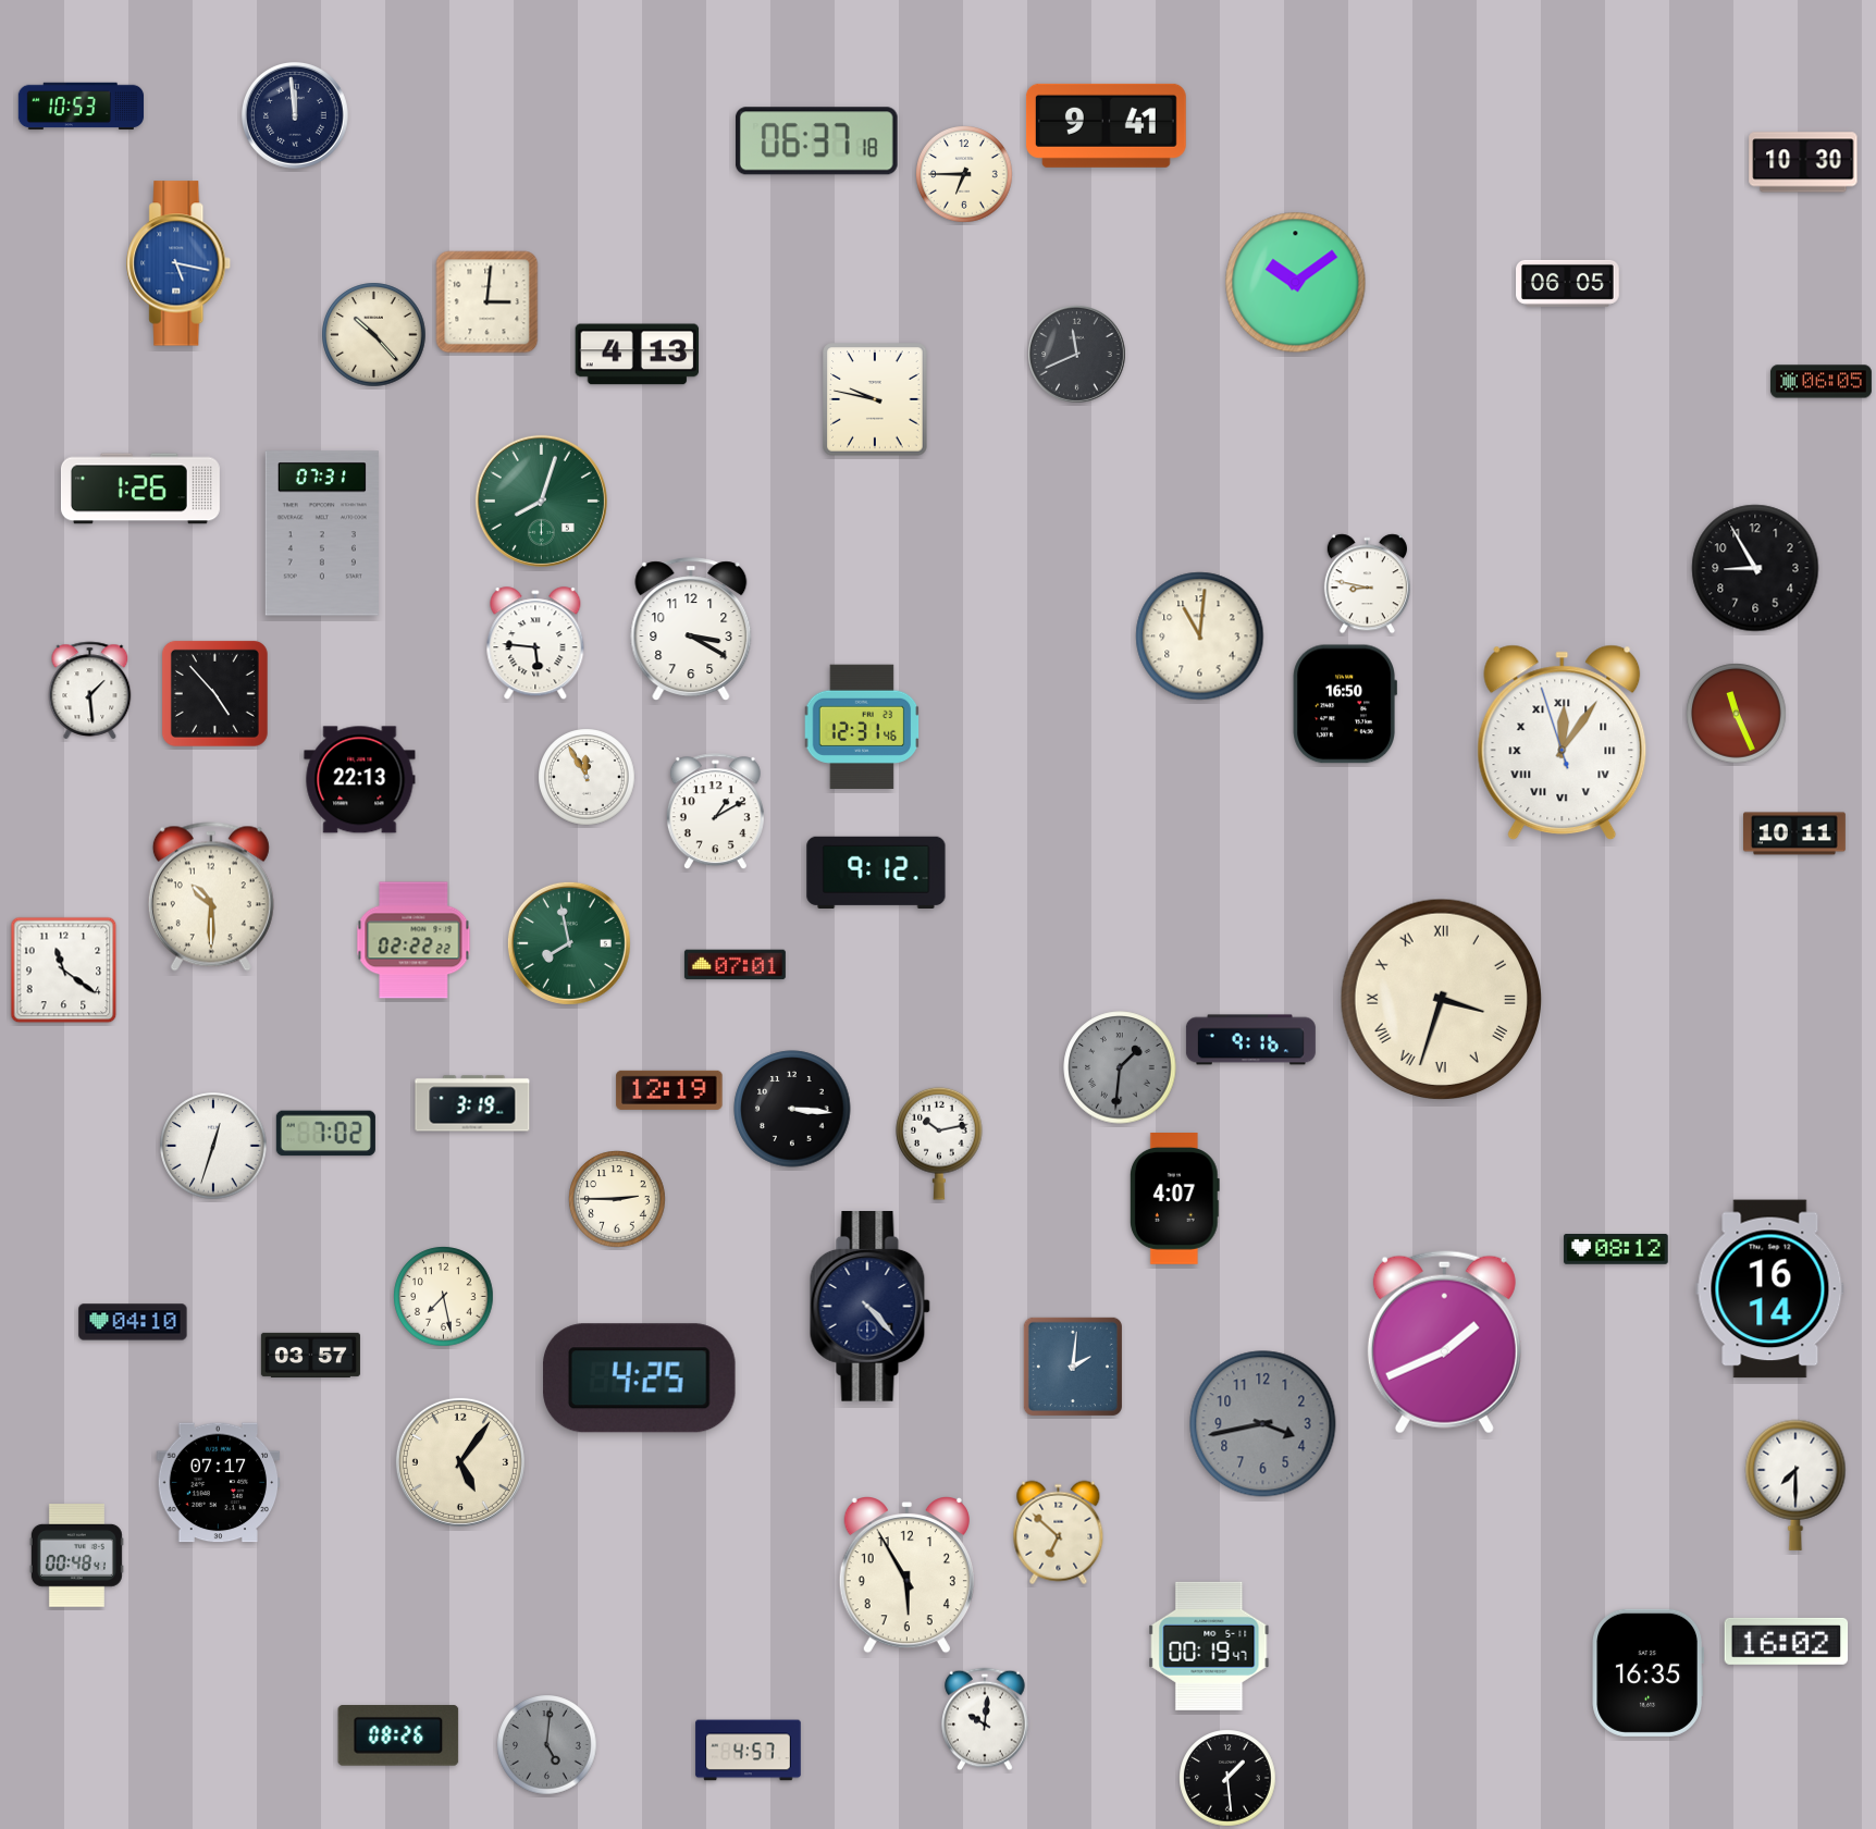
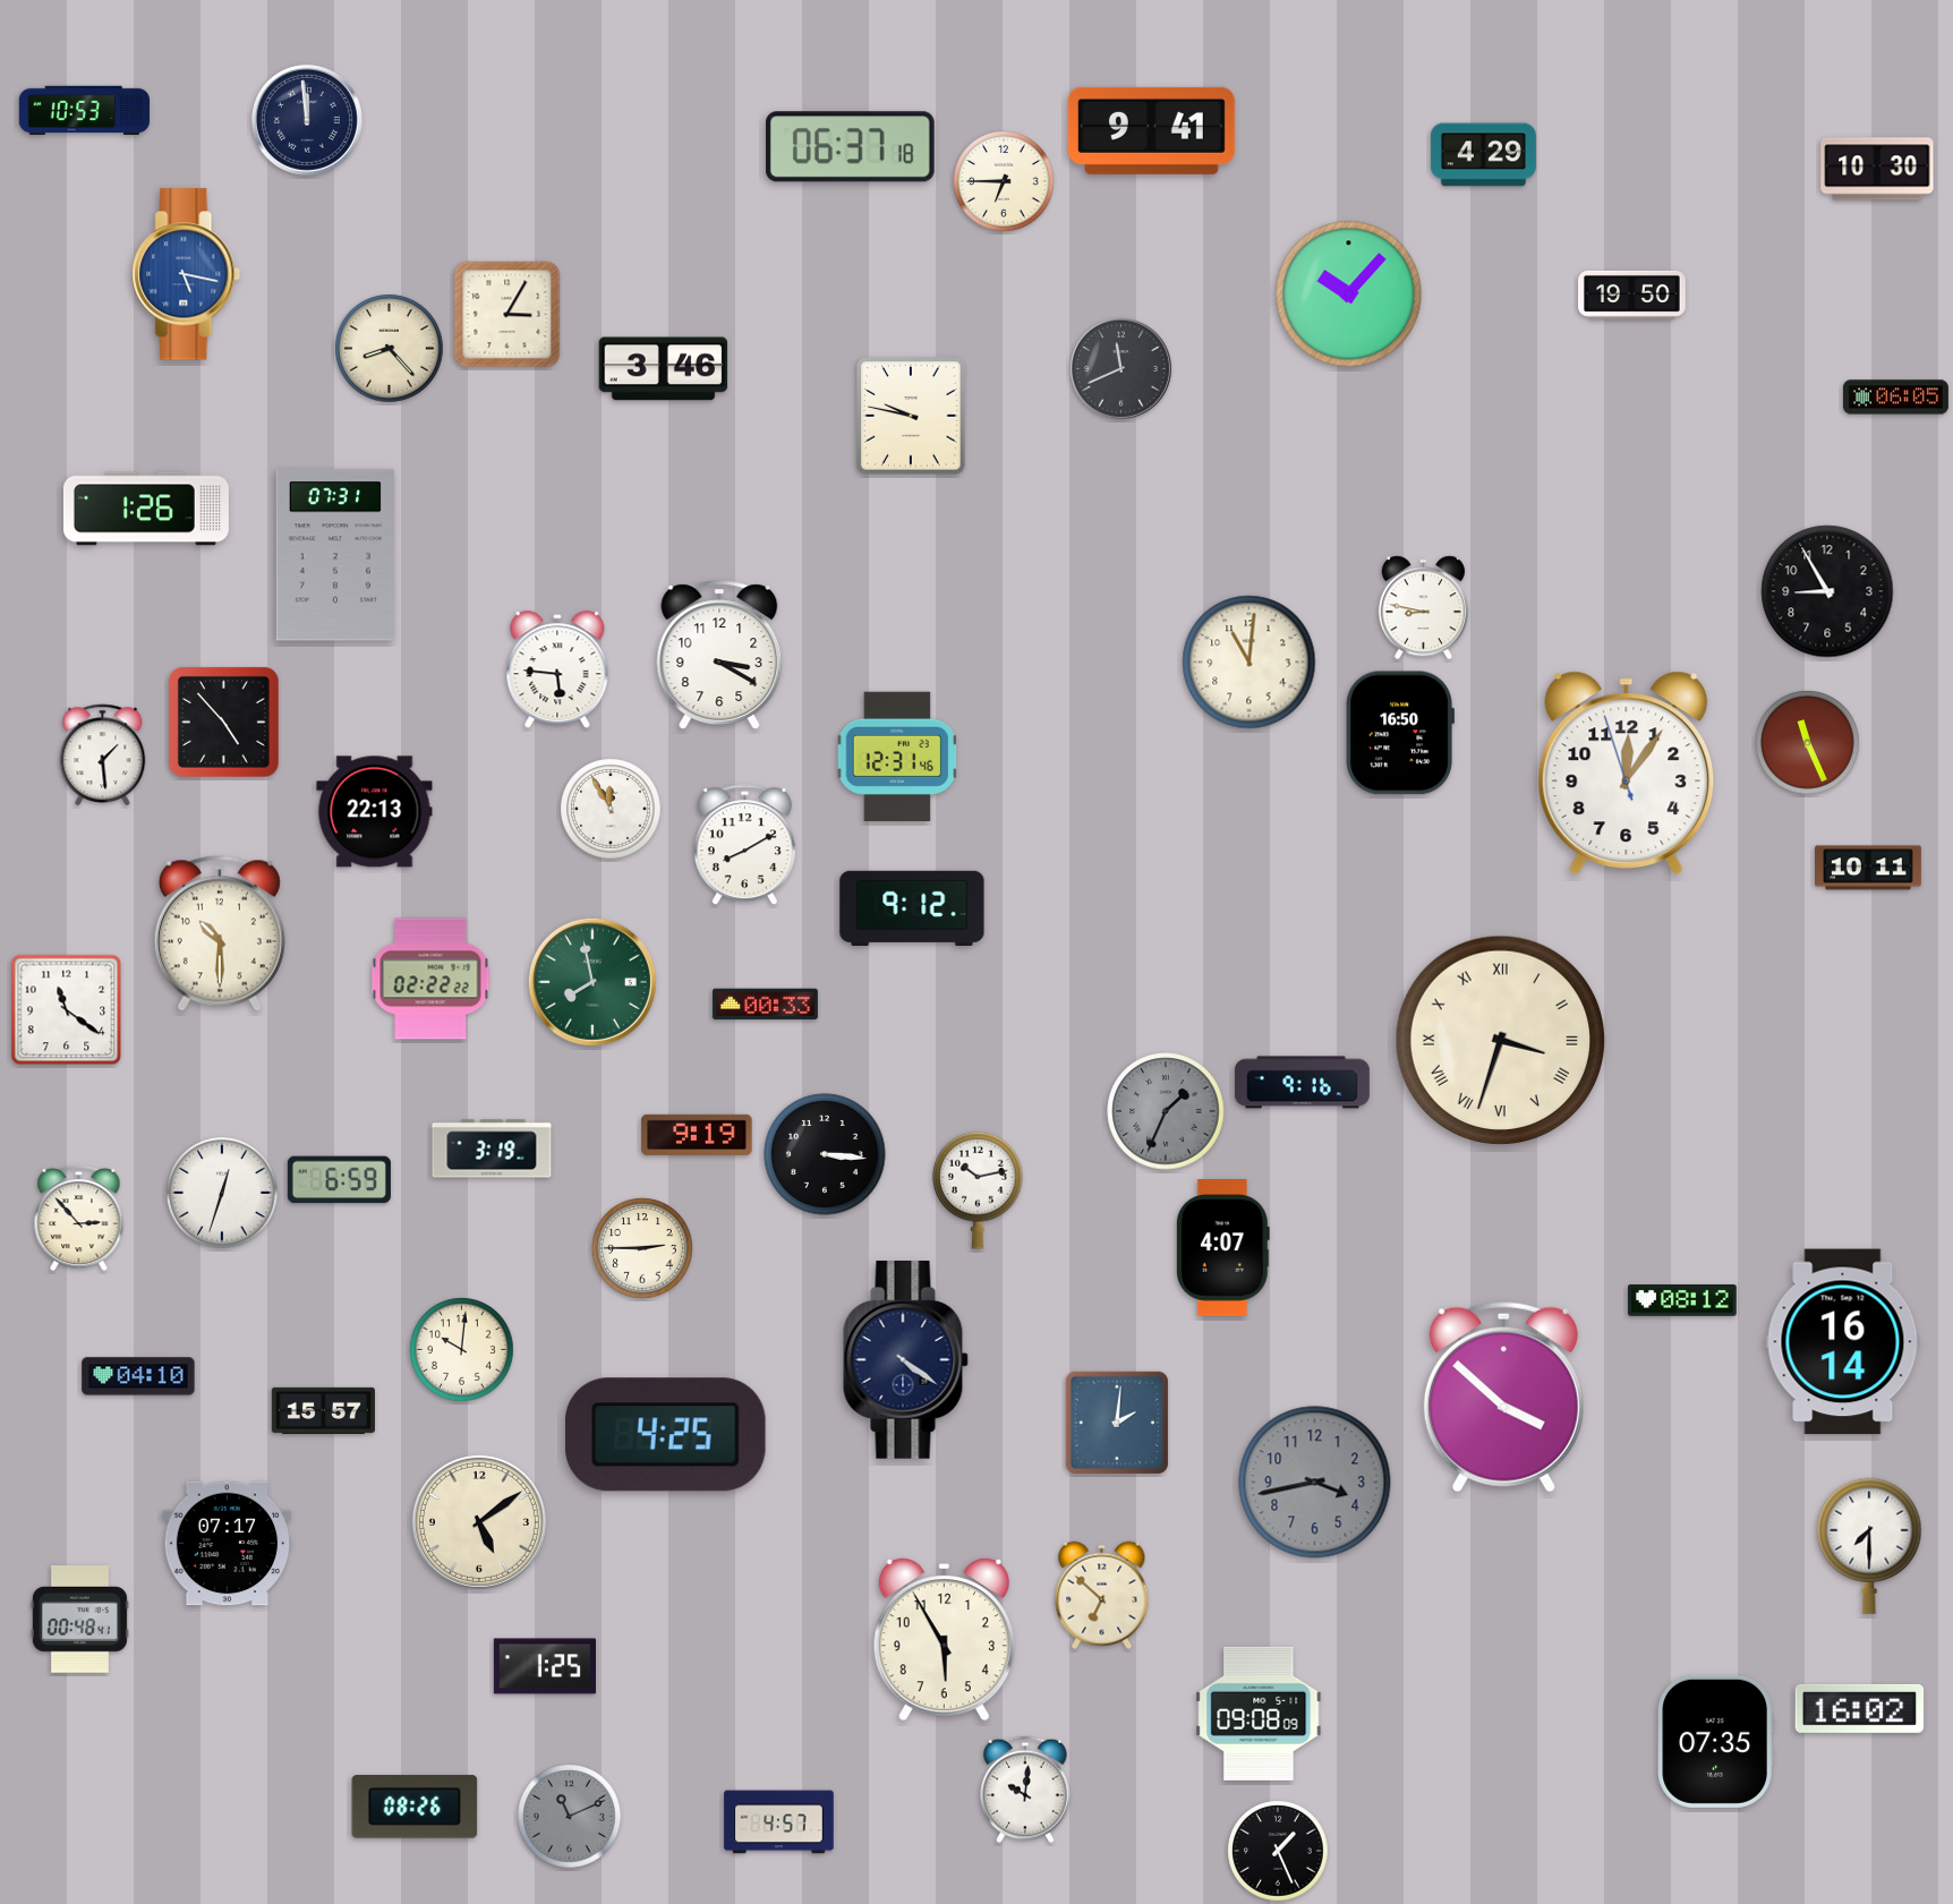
clock at (1483, 155): none -> 4:29
clock at (1296, 283): 10:09 -> 10:07
clock at (1568, 283): 06:05 -> 19:50
clock at (487, 302): 3:01 -> 3:05
clock at (374, 335): 10:23 -> 8:23
clock at (638, 355): 4:13 -> 3:46
clock at (541, 500): 8:03 -> none
clock at (90, 690) position: (90, 690) -> (103, 754)
clock at (1563, 743) numerals: Roman -> Arabic
clock at (715, 812): 1:10 -> 8:10
clock at (735, 965): 07:01 -> 00:33
clock at (1120, 1067): 1:31 -> 1:34
clock at (669, 1090): 12:19 -> 9:19
clock at (325, 1134): 7:02 -> 6:59
clock at (79, 1218): none -> 2:53
clock at (444, 1297): 7:28 -> 10:01
clock at (869, 1307): 4:23 -> 4:21
clock at (1444, 1343): 1:41 -> 3:52
clock at (310, 1355): 03:57 -> 15:57
clock at (460, 1462): 5:06 -> 5:09
clock at (545, 1666): none -> 1:25
clock at (1209, 1646): 00:19 -> 09:08
clock at (1647, 1672): 16:35 -> 07:35
clock at (547, 1745): 5:01 -> 11:11
clock at (1227, 1778): 1:29 -> 1:26
